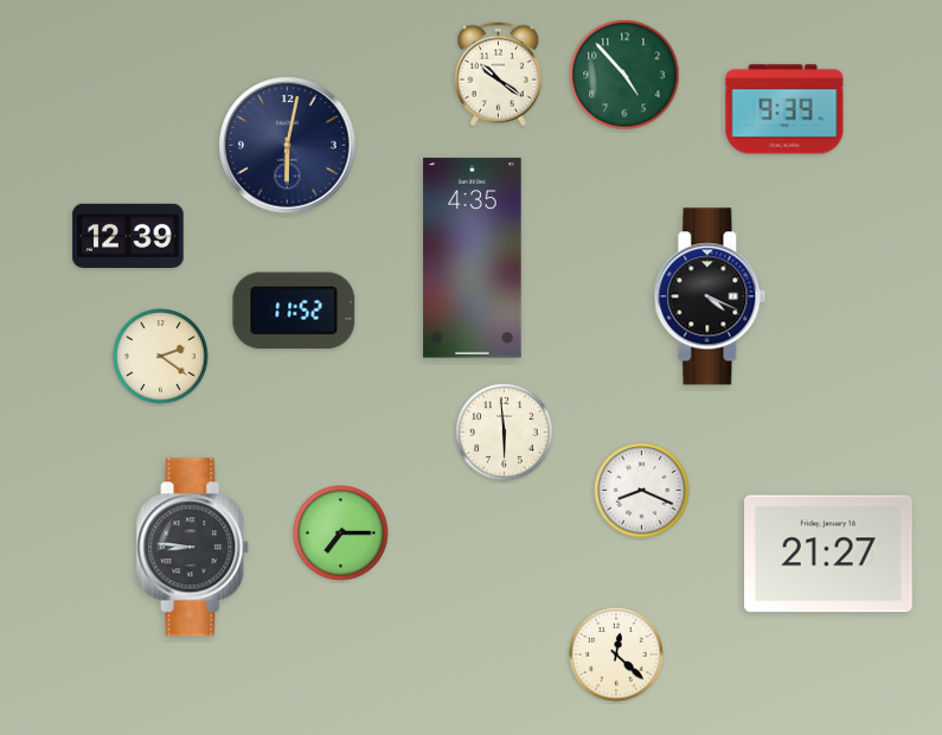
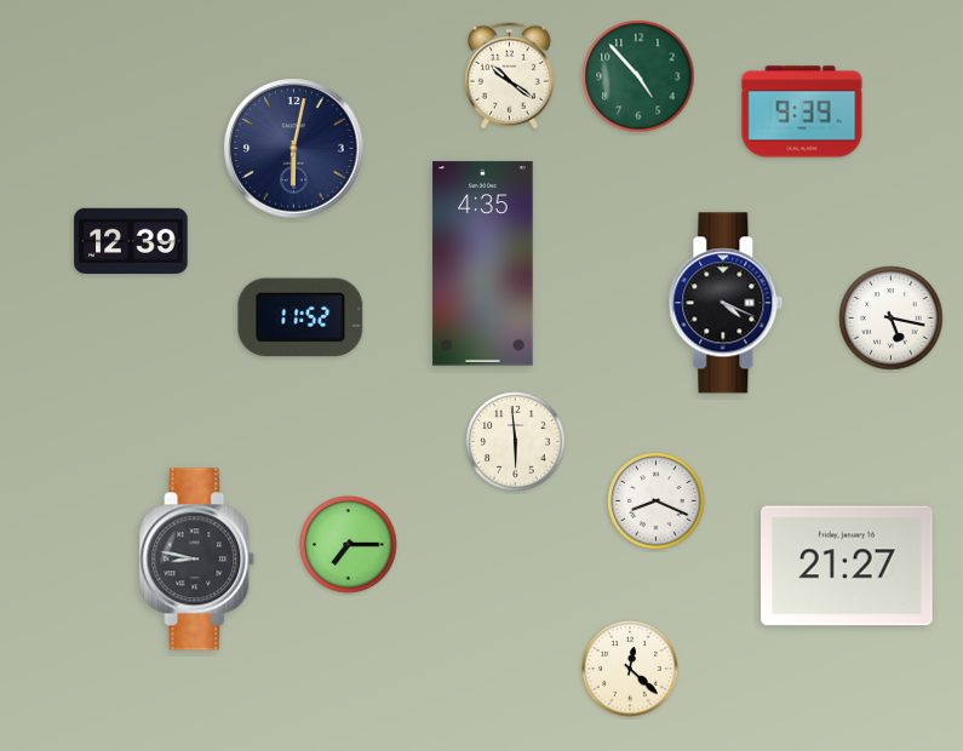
clock at (892, 319): none -> 5:17
clock at (161, 357): 2:21 -> none
clock at (193, 548): 8:46 -> 8:47
